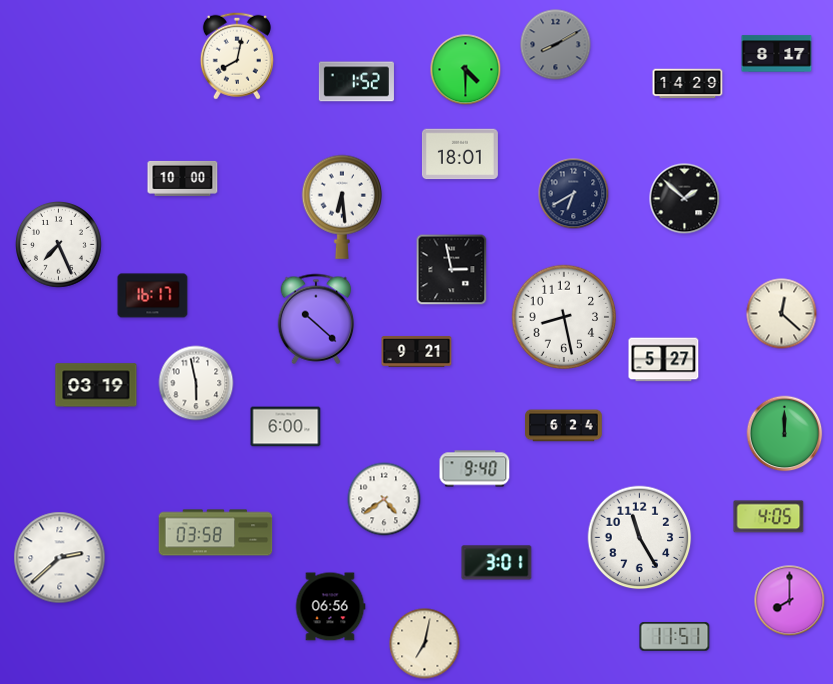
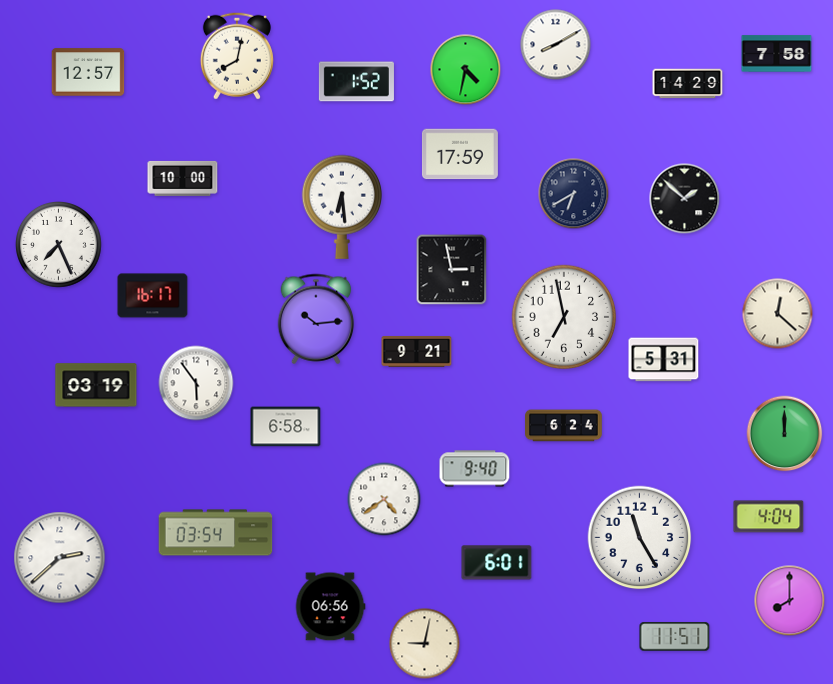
clock at (556, 45) dial: grey -> white
clock at (777, 54): 8:17 -> 7:58
clock at (466, 70): 4:30 -> 4:32
clock at (88, 72): none -> 12:57
clock at (460, 154): 18:01 -> 17:59
clock at (782, 314) position: (782, 314) -> (778, 314)
clock at (564, 317): 8:28 -> 6:58
clock at (316, 319): 10:22 -> 10:14
clock at (664, 360): 5:27 -> 5:31
clock at (196, 383): 5:58 -> 5:54
clock at (286, 427): 6:00 -> 6:58
clock at (769, 517): 4:05 -> 4:04
clock at (216, 533): 03:58 -> 03:54
clock at (497, 563): 3:01 -> 6:01
clock at (425, 644): 7:02 -> 9:02
